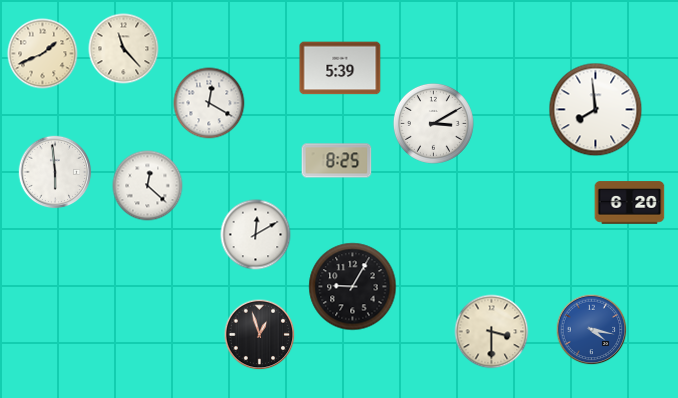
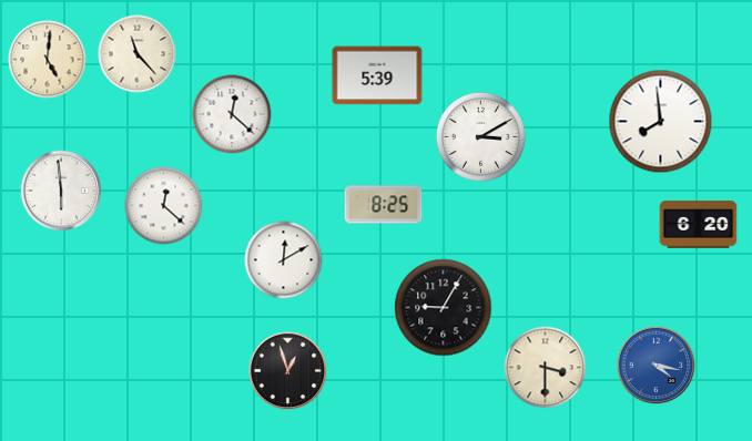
clock at (43, 54): 1:41 -> 5:01
clock at (209, 103): 12:20 -> 12:22
clock at (337, 161) position: (337, 161) -> (384, 205)
clock at (353, 287) position: (353, 287) -> (444, 308)
